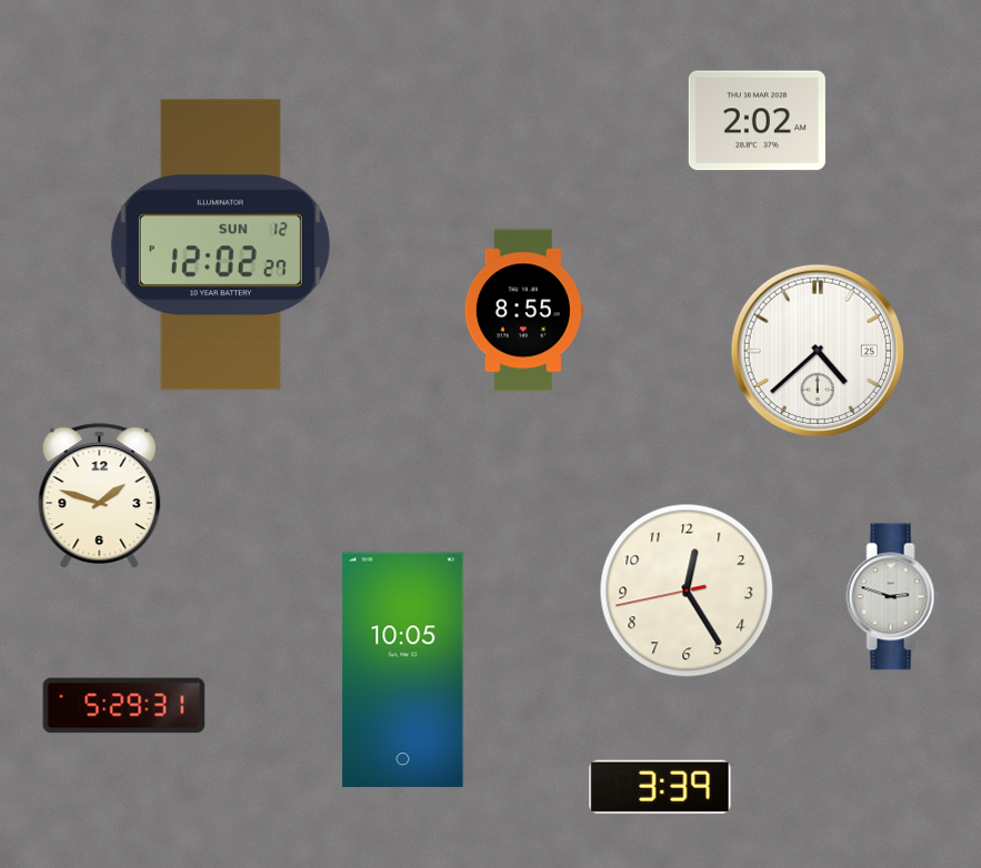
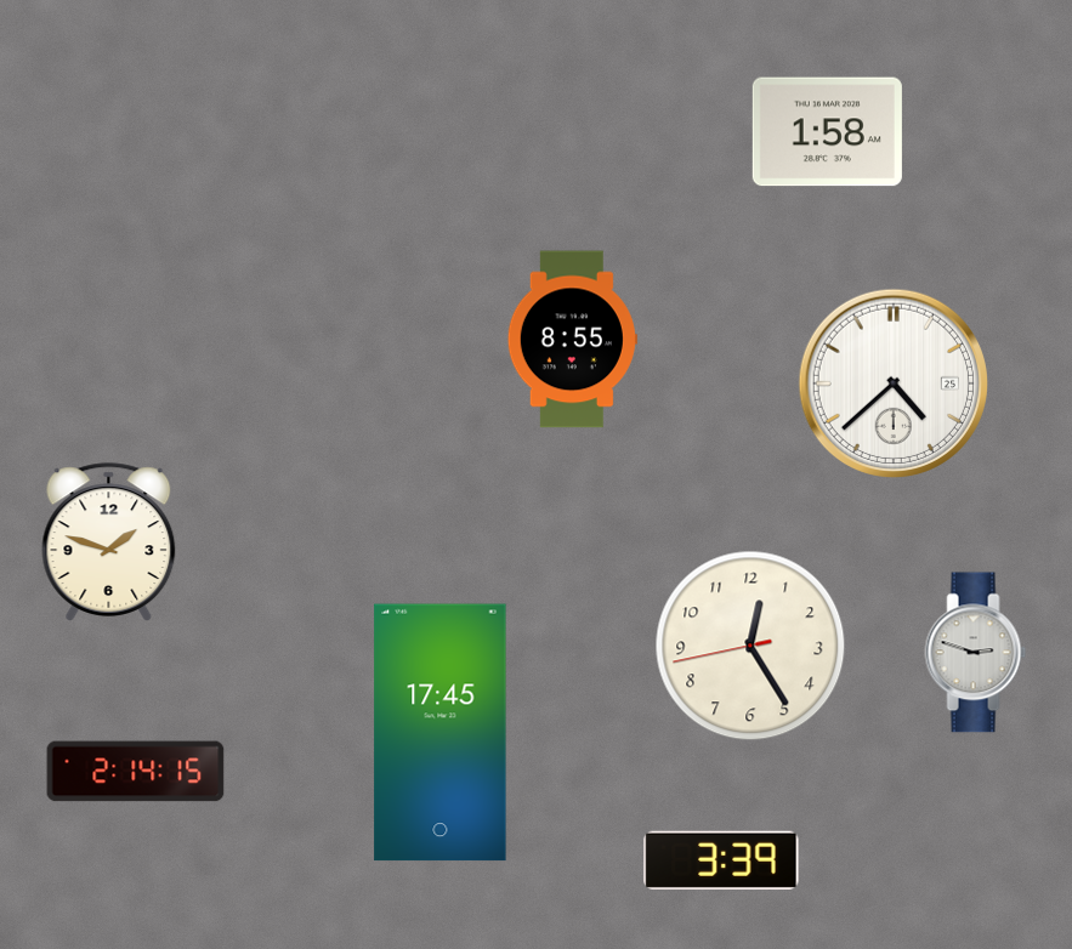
clock at (757, 121): 2:02 -> 1:58
clock at (220, 245): 12:02 -> none
clock at (403, 670): 10:05 -> 17:45
clock at (124, 706): 5:29 -> 2:14
